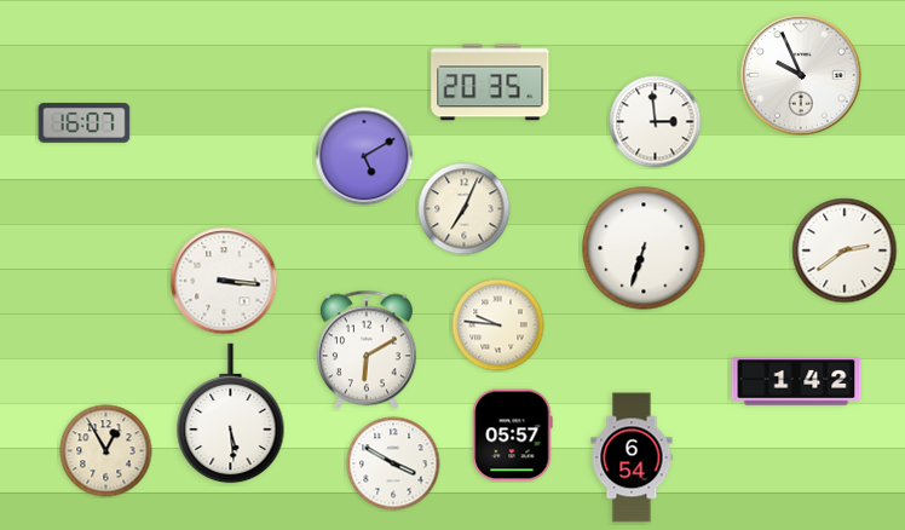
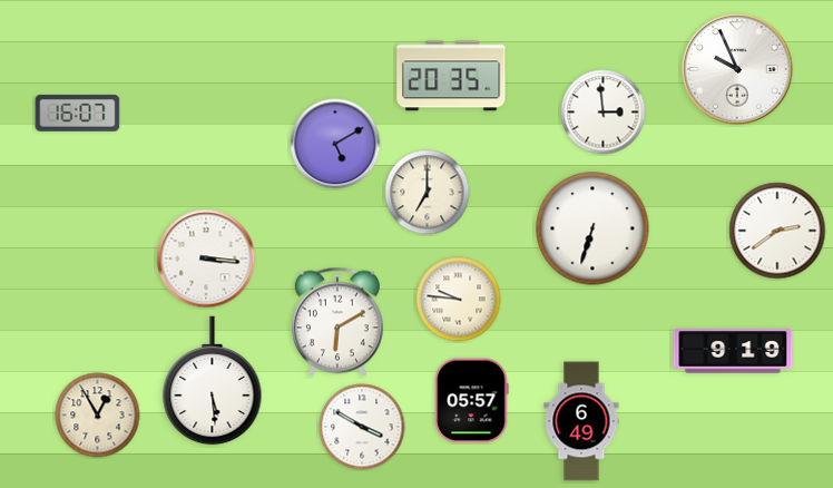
clock at (465, 209): 7:04 -> 7:00
clock at (796, 381): 1:42 -> 9:19
clock at (632, 457): 6:54 -> 6:49
